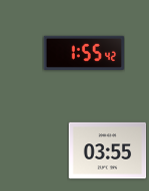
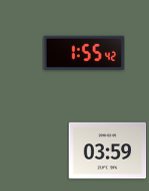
clock at (107, 151): 03:55 -> 03:59
